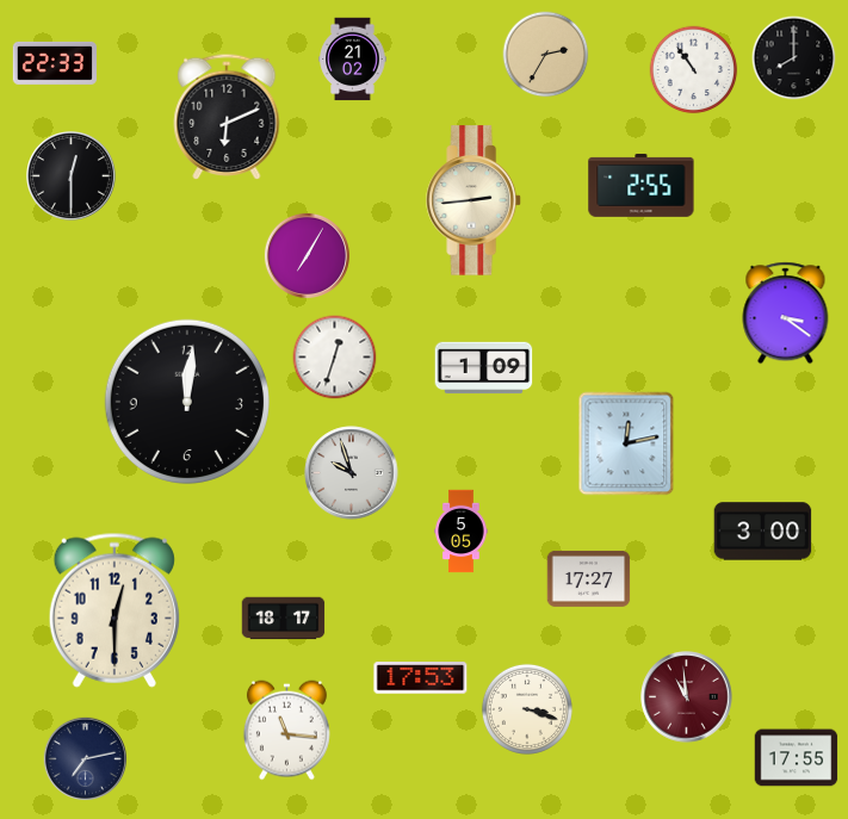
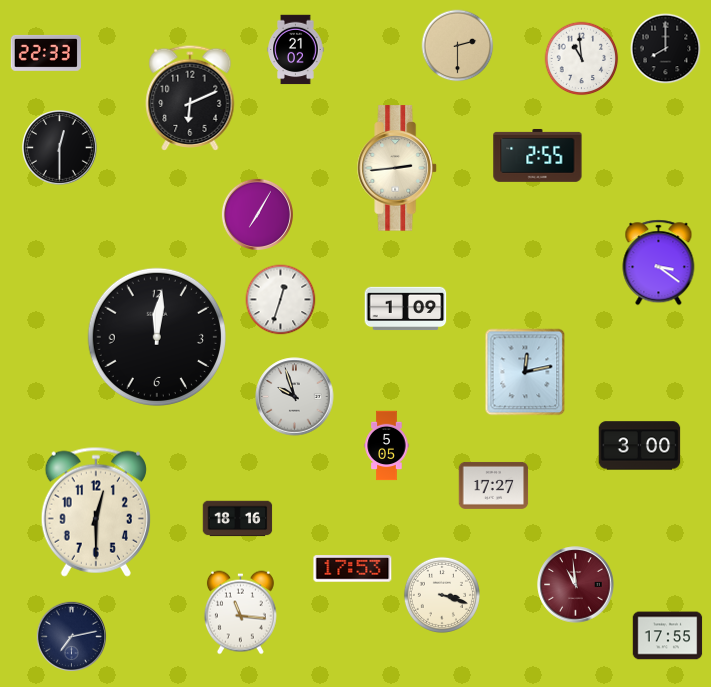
clock at (546, 55): 2:35 -> 2:30
clock at (694, 70): 10:54 -> 10:59
clock at (284, 619): 18:17 -> 18:16
